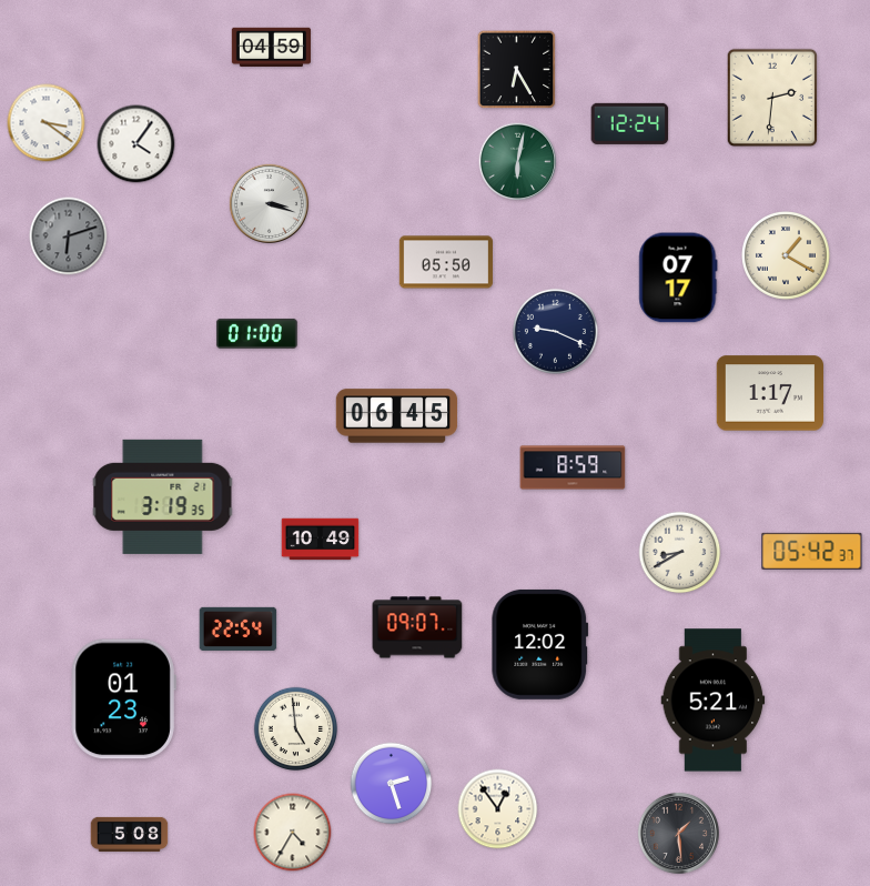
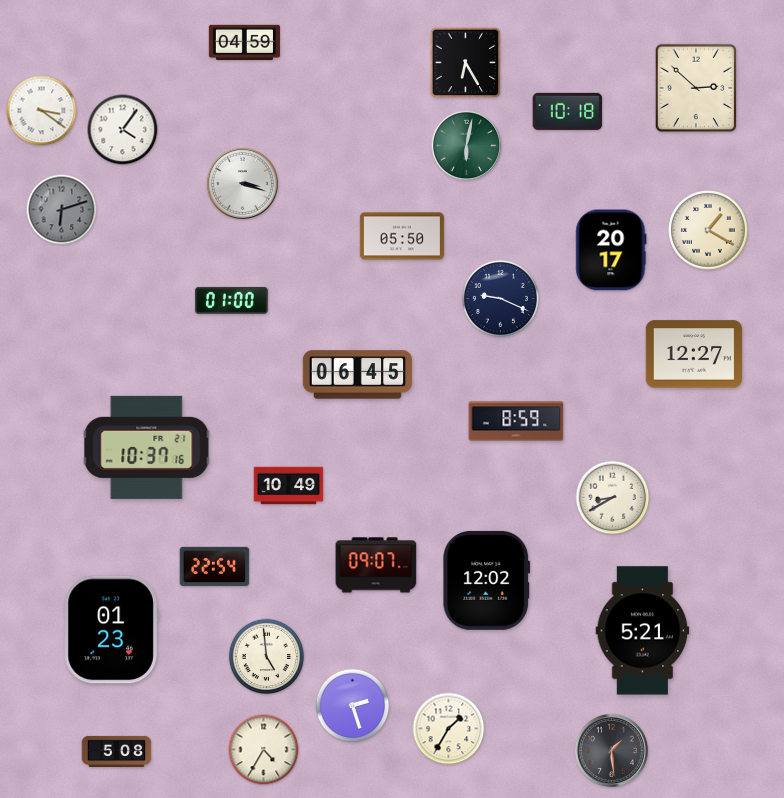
clock at (772, 98): 2:31 -> 2:52
clock at (630, 123): 12:24 -> 10:18
clock at (69, 236) position: (69, 236) -> (62, 210)
clock at (678, 278): 07:17 -> 20:17
clock at (770, 393): 1:17 -> 12:27
clock at (163, 496): 3:19 -> 10:37
clock at (812, 551): 05:42 -> none
clock at (498, 809): 12:54 -> 1:35
